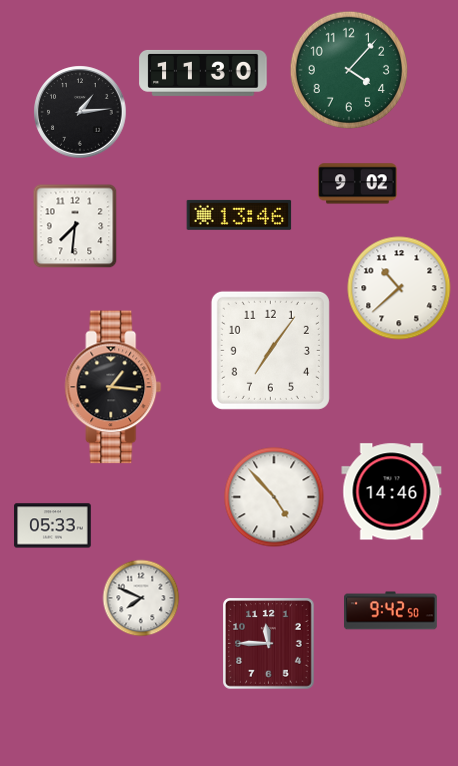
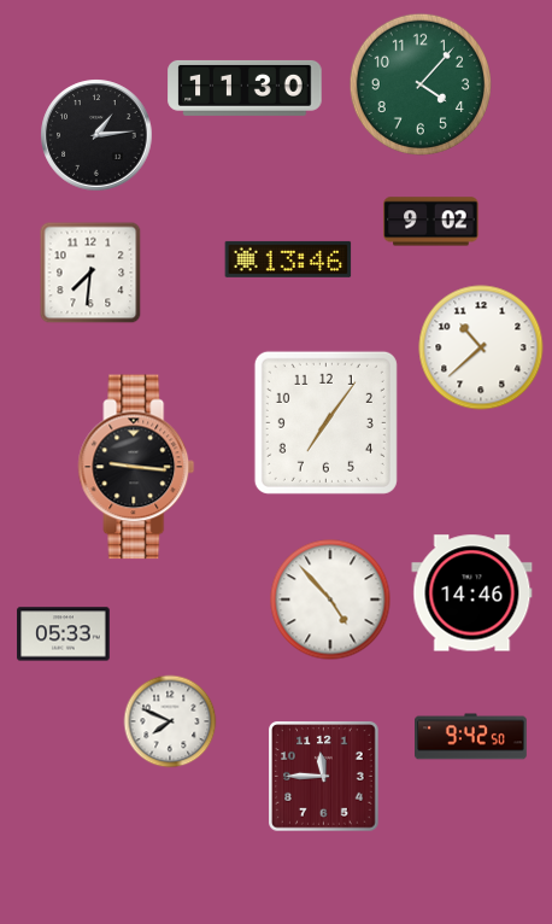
clock at (113, 387): 1:16 -> 9:16
